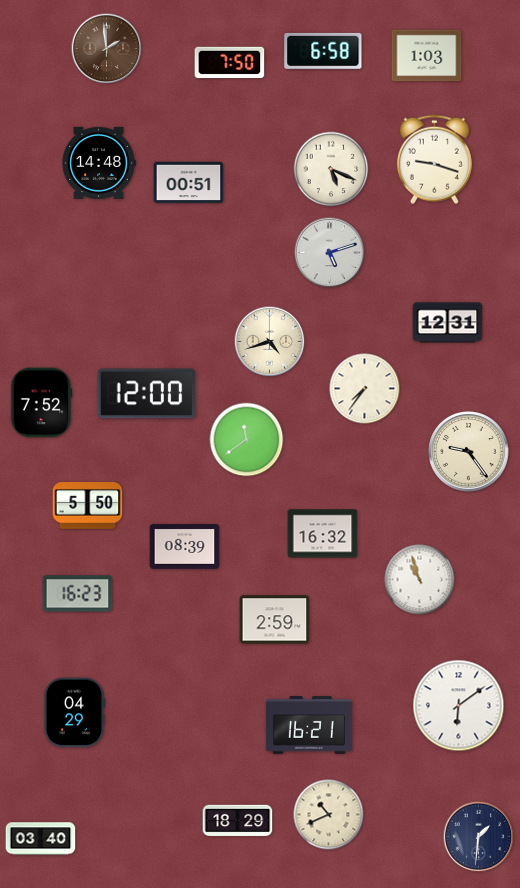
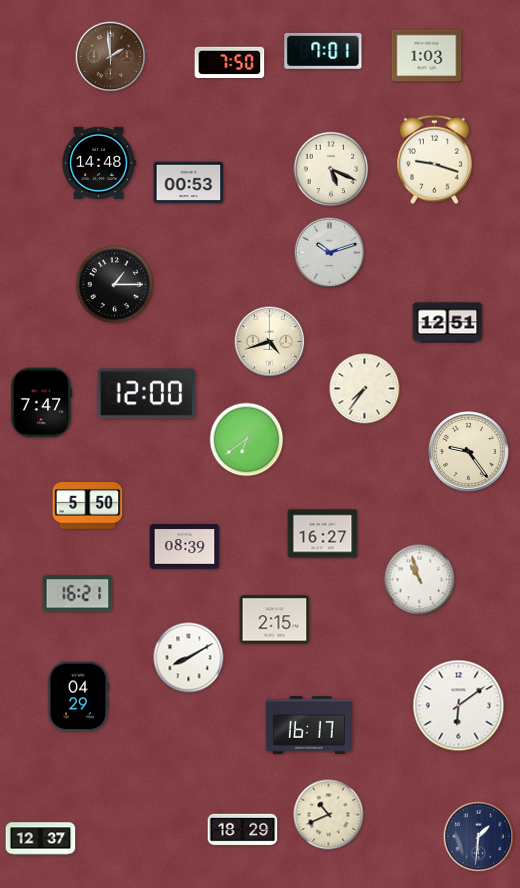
clock at (107, 49) position: (107, 49) -> (111, 57)
clock at (323, 51): 6:58 -> 7:01
clock at (189, 183): 00:51 -> 00:53
clock at (330, 253): 5:12 -> 10:12
clock at (115, 285): none -> 1:15
clock at (448, 323): 12:31 -> 12:51
clock at (41, 403): 7:52 -> 7:47
clock at (247, 440): 11:39 -> 6:39
clock at (323, 534): 16:32 -> 16:27
clock at (78, 594): 16:23 -> 16:21
clock at (275, 620): 2:59 -> 2:15
clock at (189, 658): none -> 8:10
clock at (74, 713) position: (74, 713) -> (78, 697)
clock at (309, 725): 16:21 -> 16:17
clock at (238, 821) position: (238, 821) -> (243, 830)
clock at (41, 839): 03:40 -> 12:37
